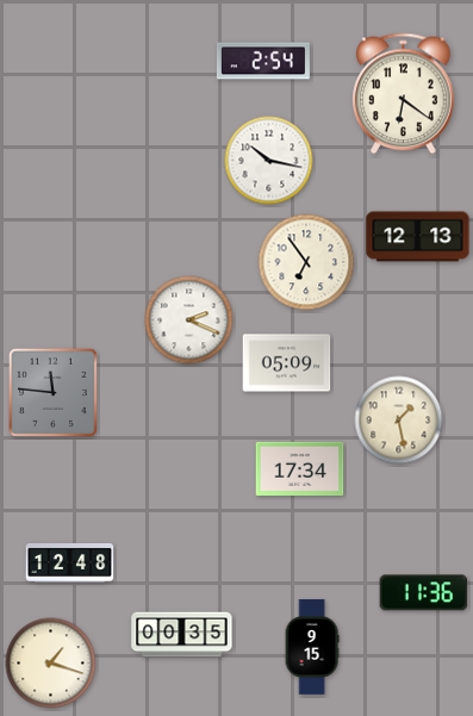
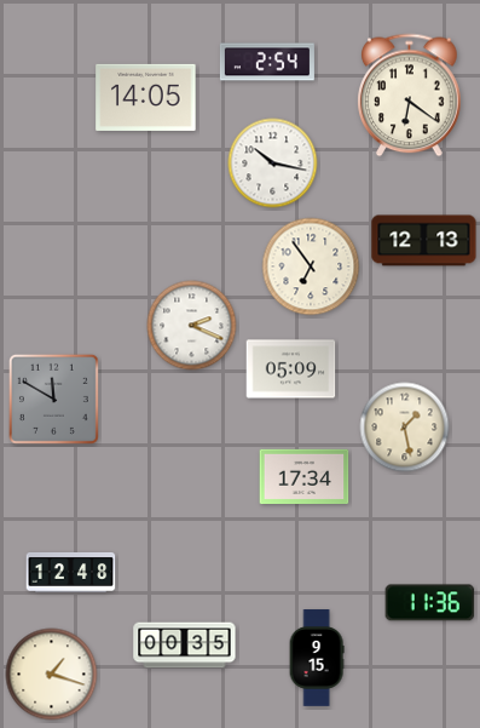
clock at (146, 97): none -> 14:05
clock at (52, 392): 11:46 -> 11:50
